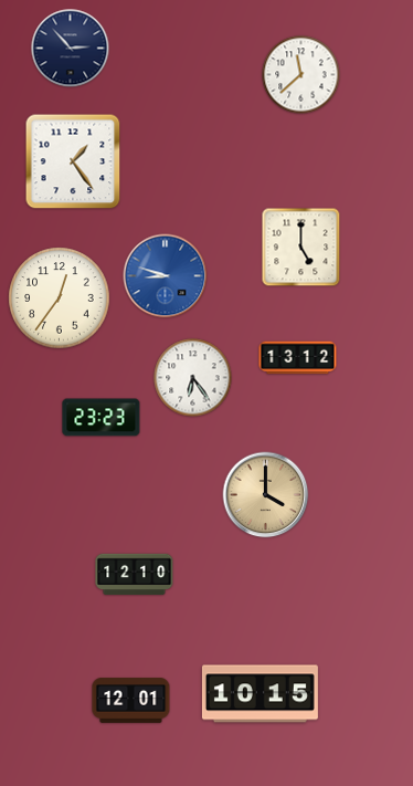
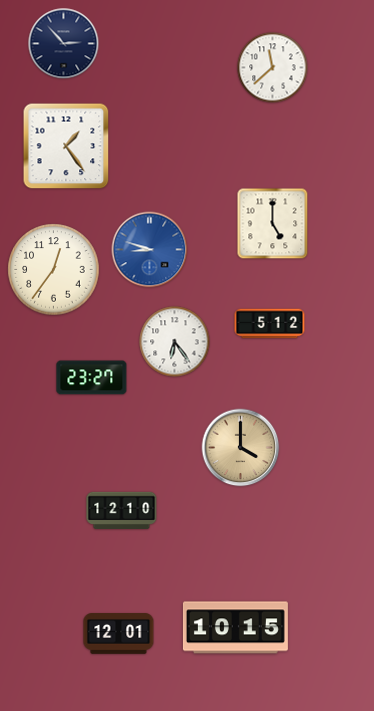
clock at (298, 358): 13:12 -> 5:12
clock at (102, 418): 23:23 -> 23:27
clock at (135, 574) position: (135, 574) -> (122, 510)
